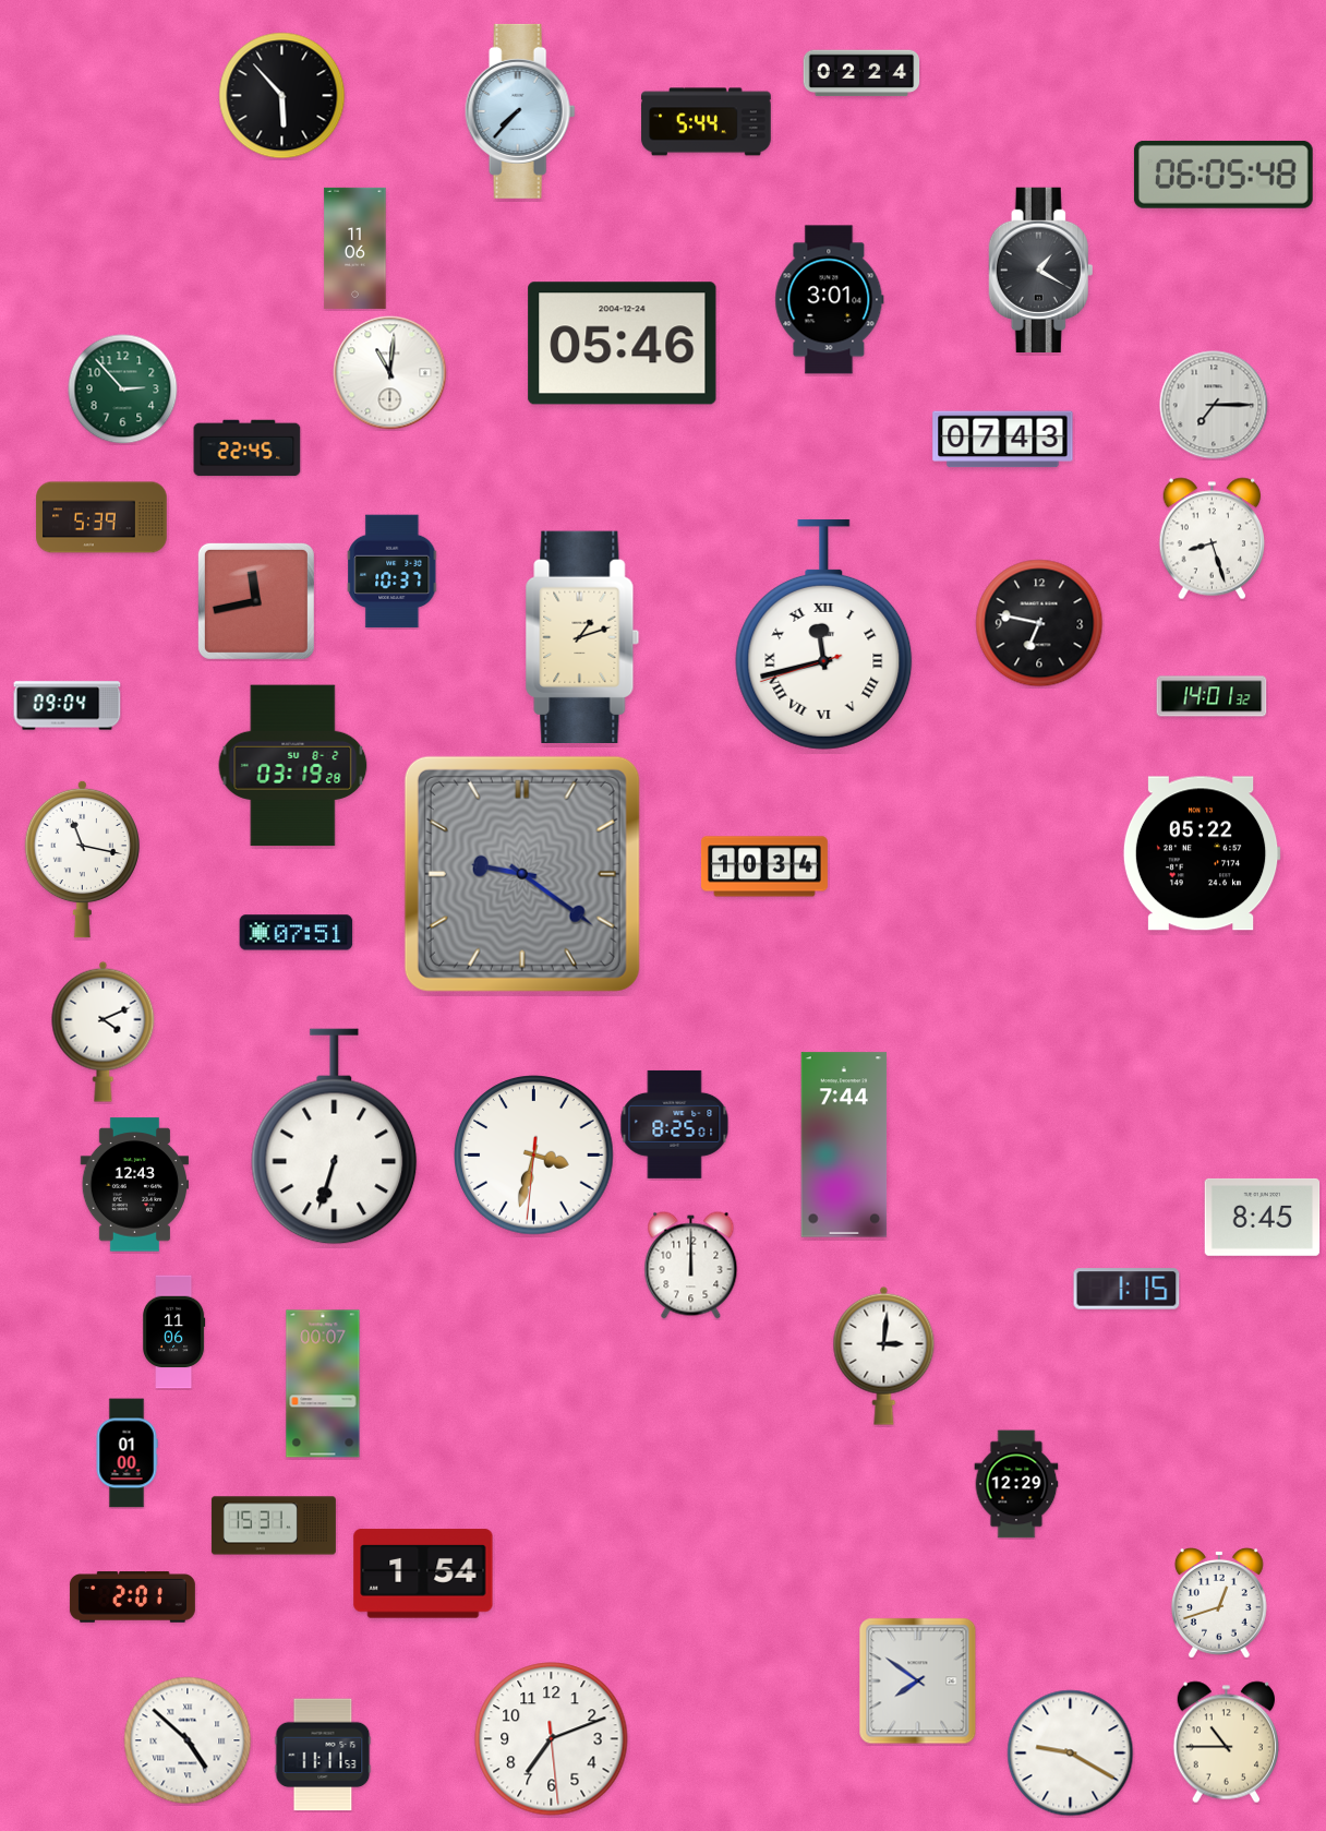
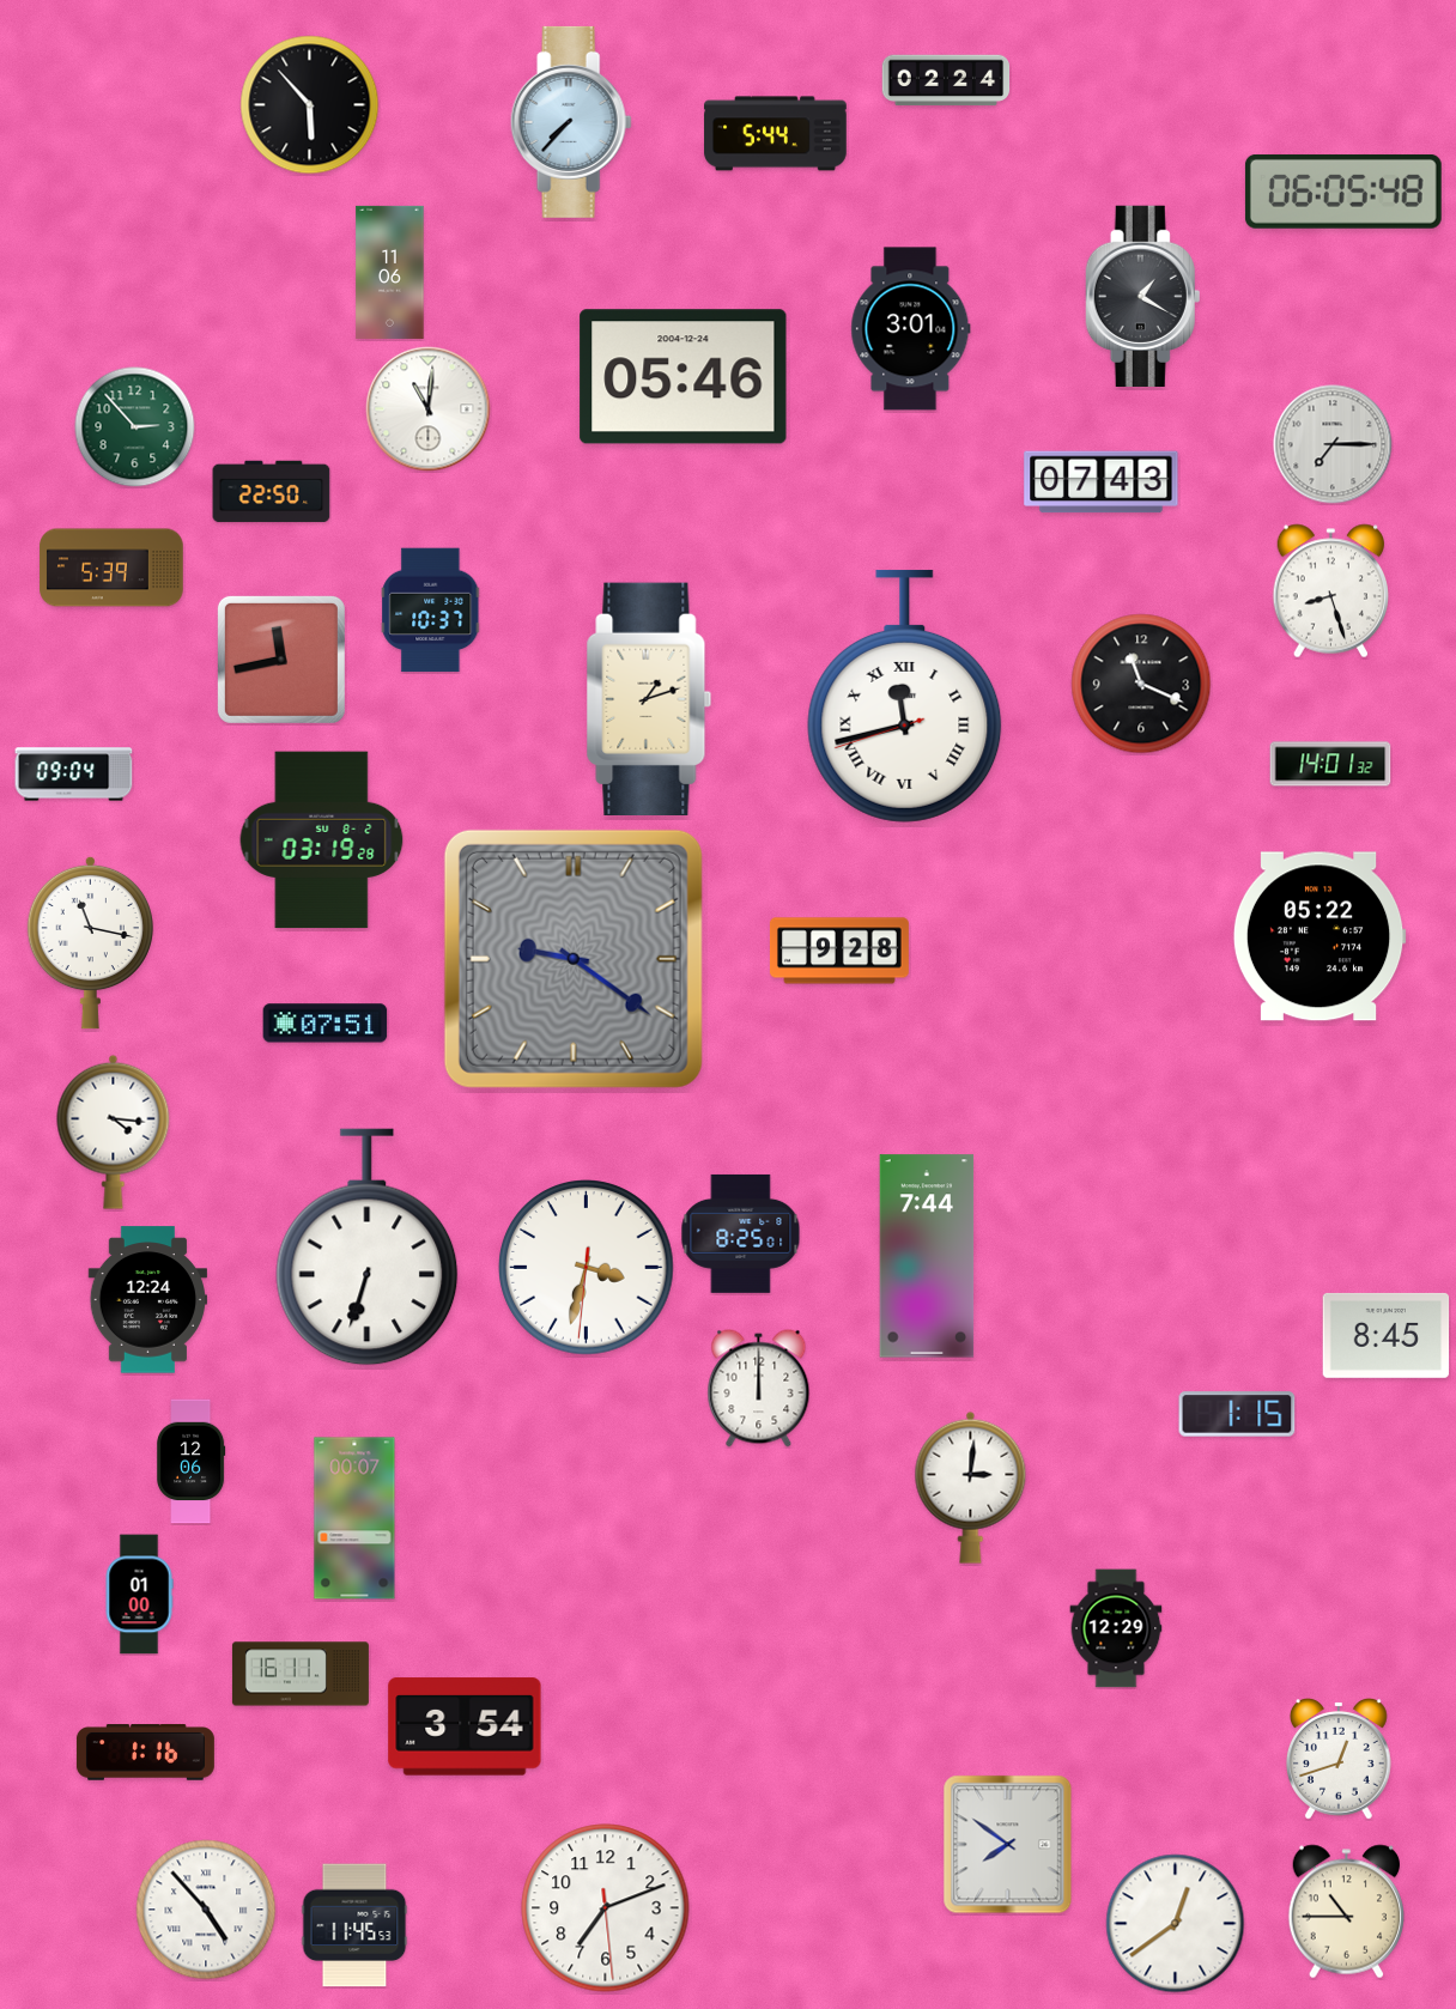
clock at (248, 448): 22:45 -> 22:50
clock at (393, 572) position: (393, 572) -> (431, 611)
clock at (1039, 623): 6:47 -> 11:19
clock at (582, 636) position: (582, 636) -> (649, 698)
clock at (764, 866): 10:34 -> 9:28
clock at (104, 1031): 4:11 -> 4:16
clock at (134, 1185): 12:43 -> 12:24
clock at (173, 1332): 11:06 -> 12:06
clock at (274, 1525): 15:31 -> 16:11
clock at (423, 1573): 1:54 -> 3:54
clock at (132, 1597): 2:01 -> 1:16
clock at (188, 1740): 4:52 -> 4:53
clock at (1071, 1754): 9:20 -> 12:39
clock at (323, 1755): 11:11 -> 11:45
